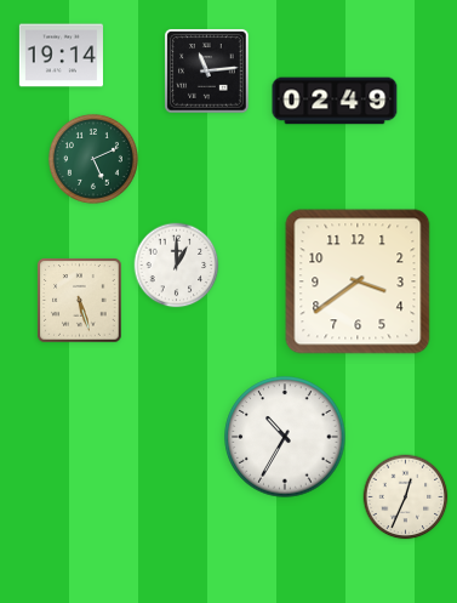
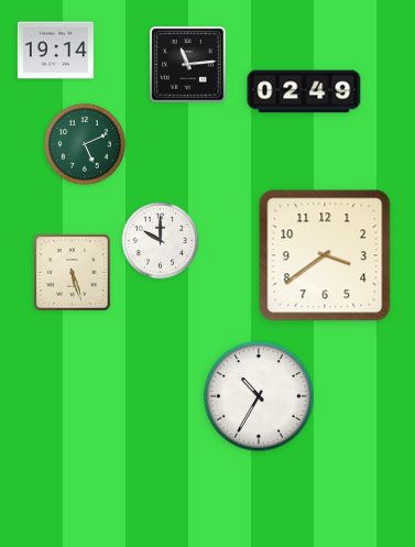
clock at (177, 266): 1:00 -> 10:00
clock at (406, 497): 12:34 -> none
